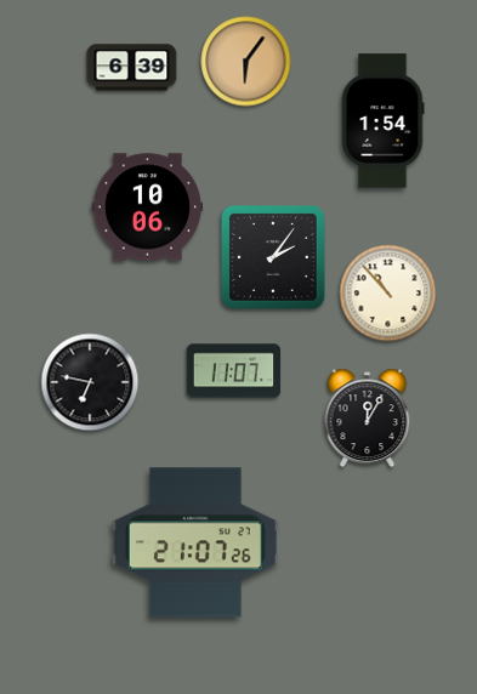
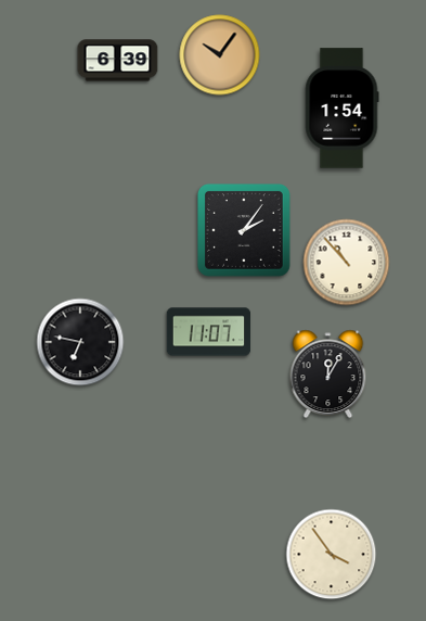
clock at (246, 62): 6:06 -> 10:06
clock at (148, 207): 10:06 -> none
clock at (195, 542): 21:07 -> none
clock at (332, 555): none -> 3:54
